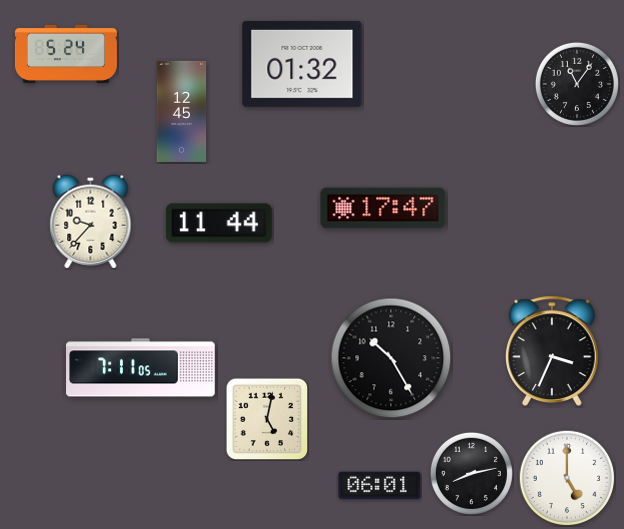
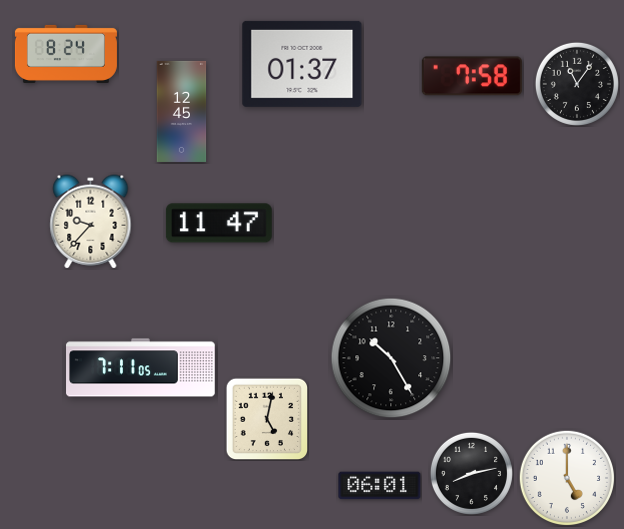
clock at (66, 54): 5:24 -> 8:24
clock at (302, 64): 01:32 -> 01:37
clock at (472, 76): none -> 7:58
clock at (383, 208): 17:47 -> none
clock at (219, 223): 11:44 -> 11:47
clock at (553, 351): 3:34 -> none
